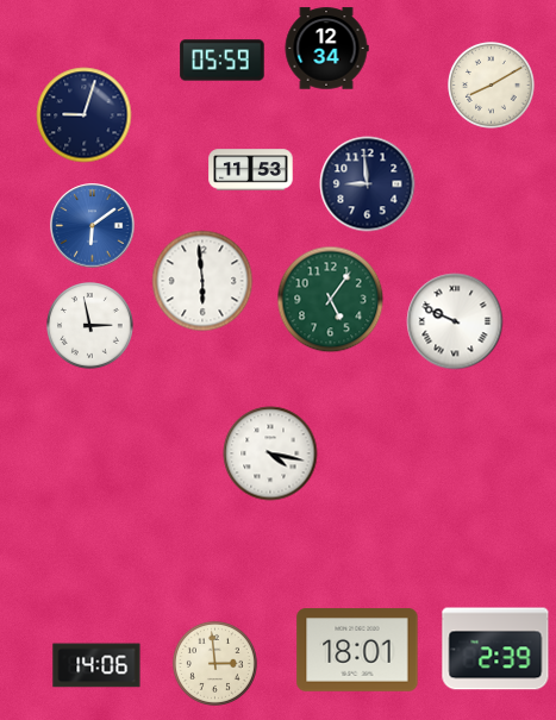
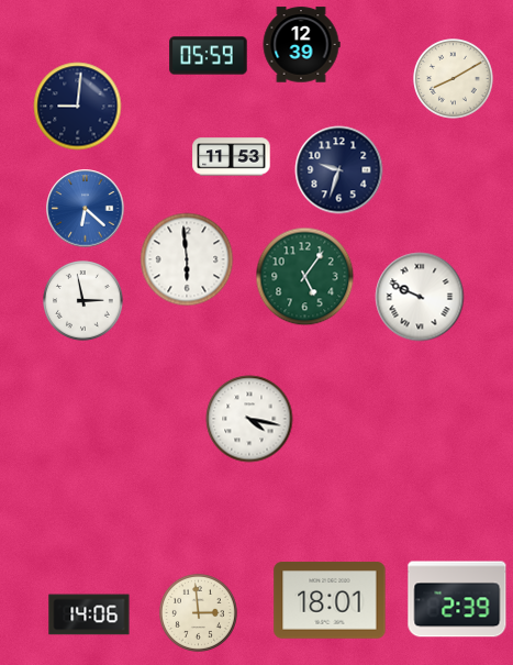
clock at (326, 49): 12:34 -> 12:39
clock at (223, 61) position: (223, 61) -> (209, 56)
clock at (85, 115): 9:03 -> 9:01
clock at (368, 184): 8:59 -> 9:33
clock at (93, 226): 6:09 -> 6:22
